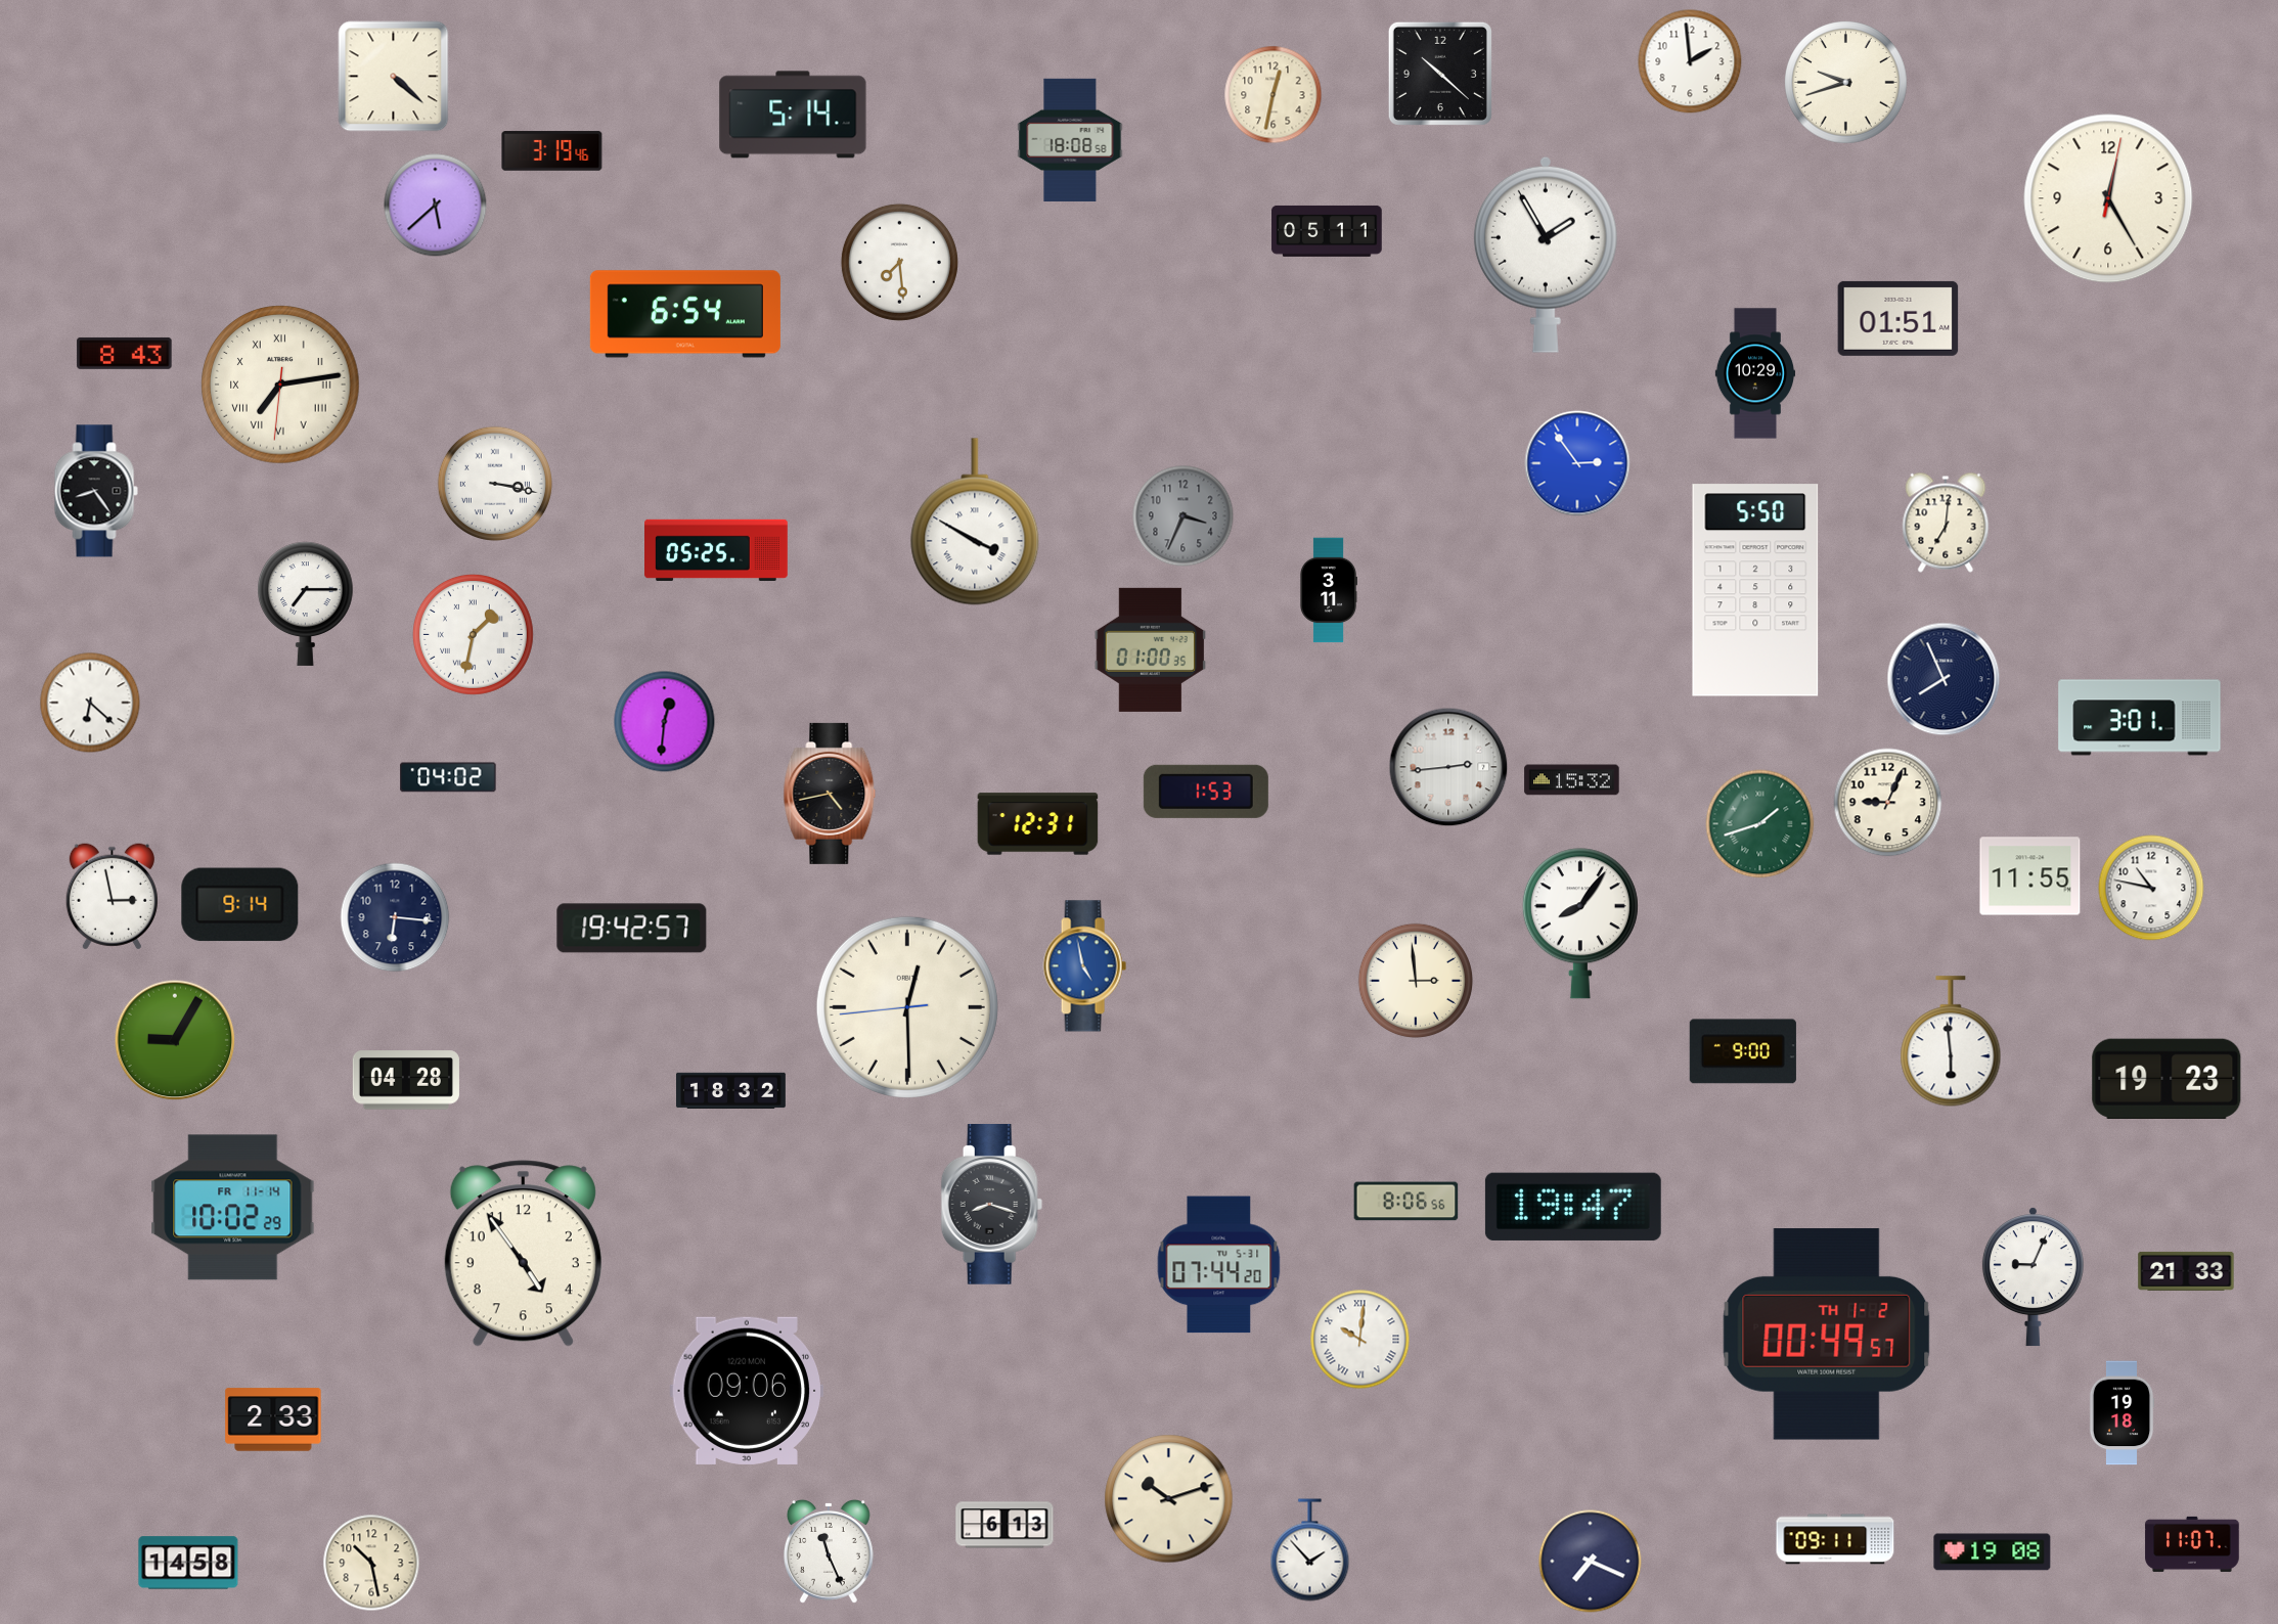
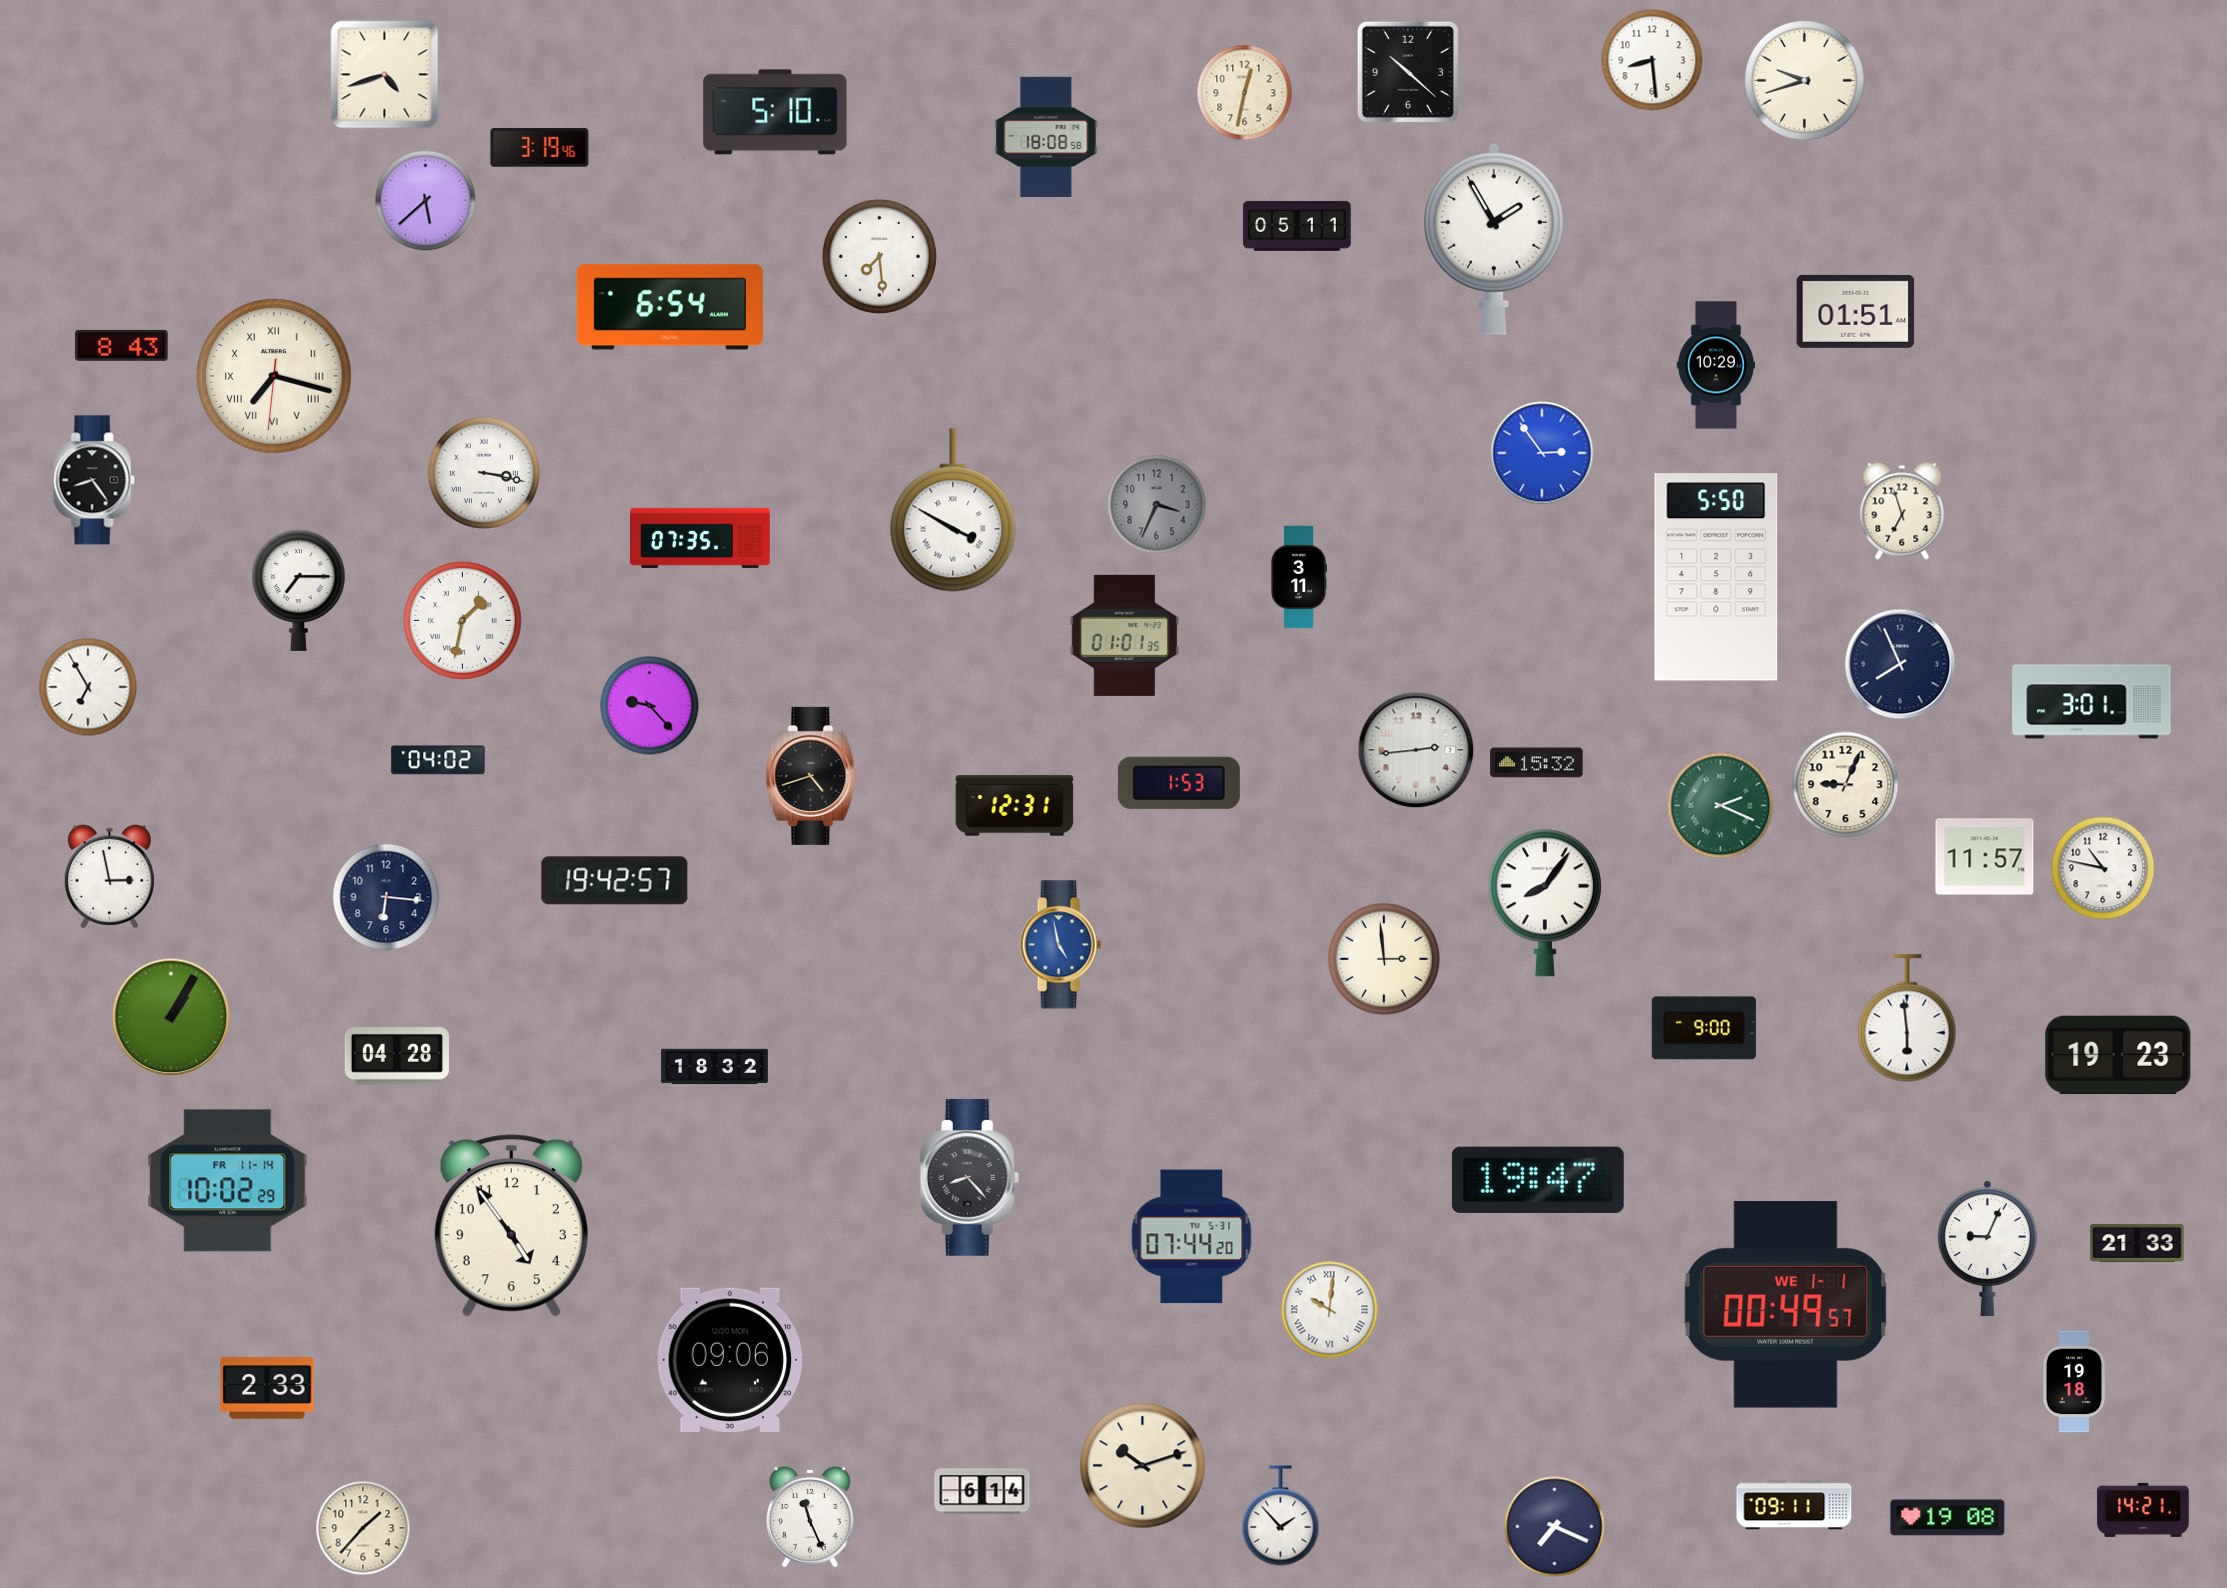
clock at (1690, 61): 1:59 -> 8:29
clock at (394, 77): 4:22 -> 4:42
clock at (793, 115): 5:14 -> 5:10
clock at (2108, 198): 12:25 -> none
clock at (1546, 255) position: (1546, 255) -> (1494, 239)
clock at (280, 385): 7:13 -> 7:17
clock at (1946, 523): 7:01 -> 6:57
clock at (717, 550): 05:25 -> 07:35
clock at (1151, 649): 01:00 -> 01:01
clock at (90, 703): 6:22 -> 6:55
clock at (665, 722): 12:31 -> 9:23
clock at (1206, 792) position: (1206, 792) -> (1179, 783)
clock at (830, 794): 4:43 -> 4:42
clock at (1760, 824): 1:42 -> 2:19
clock at (2030, 876): 11:55 -> 11:57
clock at (240, 905): 9:14 -> none
clock at (632, 929) position: (632, 929) -> (615, 881)
clock at (907, 1007): 12:29 -> none
clock at (175, 1040): 9:05 -> 1:05
clock at (1406, 1202): 8:06 -> none
clock at (992, 1205): 8:18 -> 8:23
clock at (1827, 1335) date: TH 1-2 -> WE 1-1
clock at (1004, 1525): 6:13 -> 6:14
clock at (2192, 1544): 11:07 -> 14:21
clock at (188, 1563): 14:58 -> none
clock at (371, 1563): 10:28 -> 1:37
